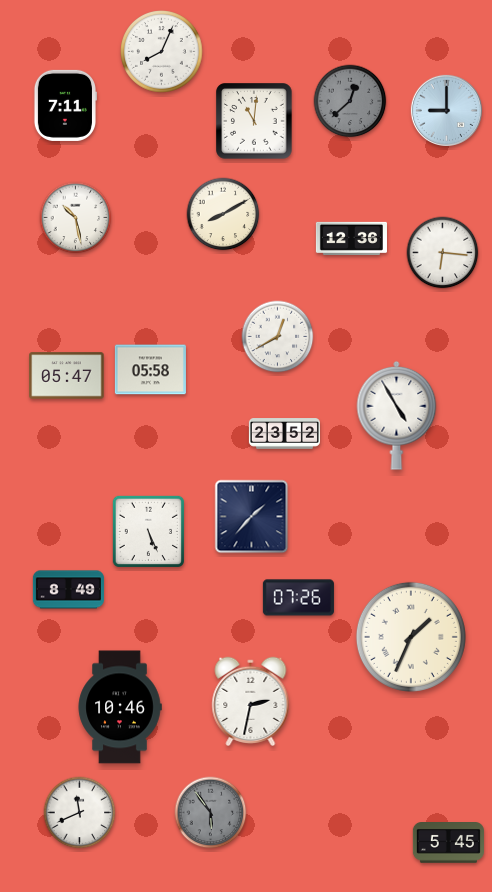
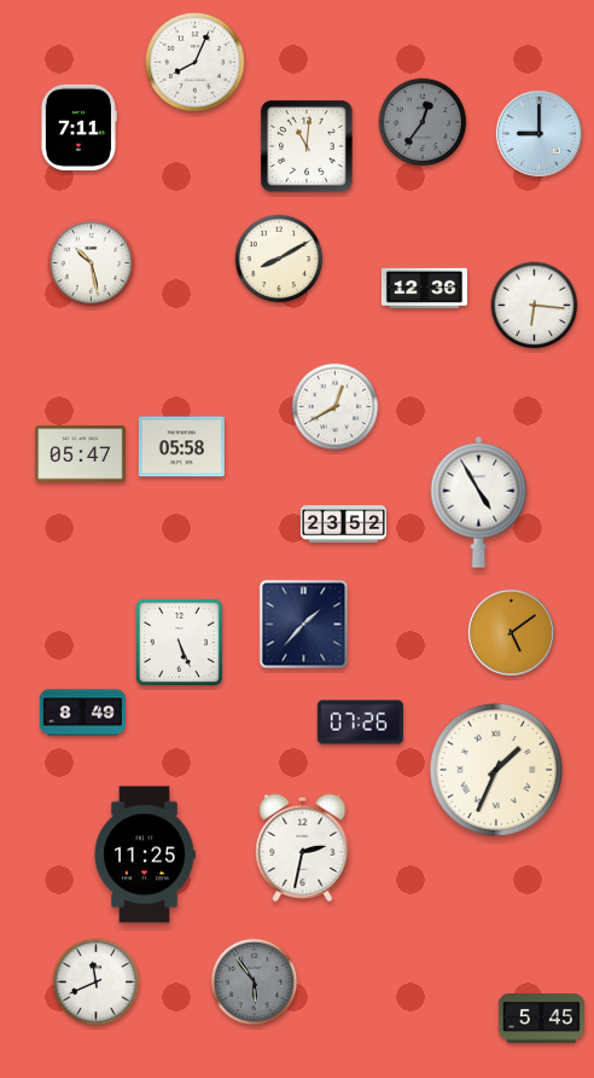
clock at (350, 101): 12:38 -> 12:36
clock at (223, 214) position: (223, 214) -> (279, 259)
clock at (511, 632): none -> 5:09
clock at (120, 707): 10:46 -> 11:25
